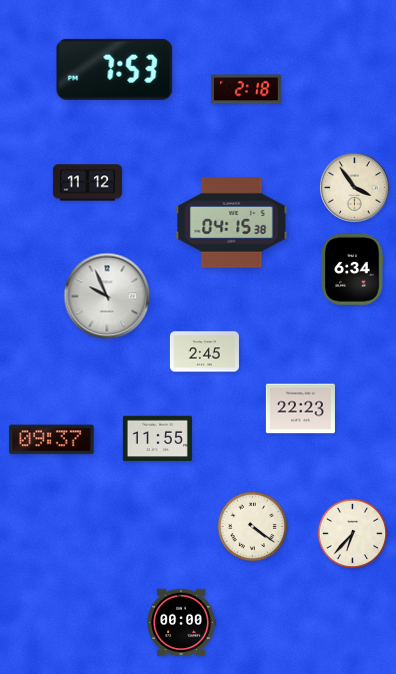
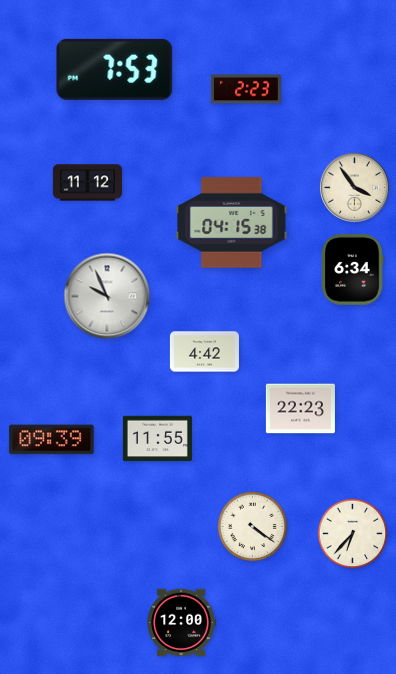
clock at (246, 89): 2:18 -> 2:23
clock at (204, 352): 2:45 -> 4:42
clock at (52, 440): 09:37 -> 09:39
clock at (181, 623): 00:00 -> 12:00
